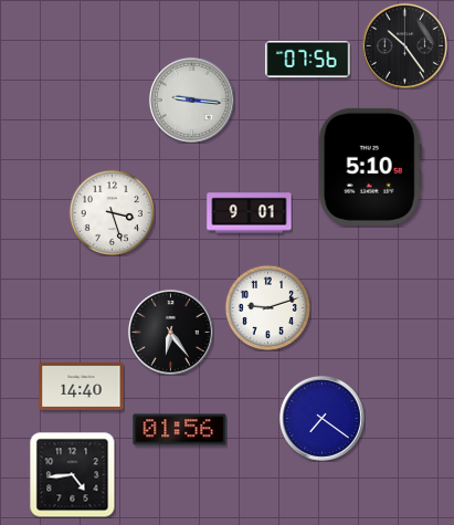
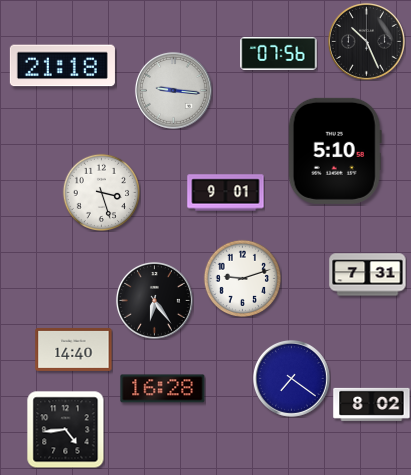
clock at (404, 45): 10:24 -> 10:26
clock at (62, 66): none -> 21:18
clock at (368, 275): none -> 7:31
clock at (180, 430): 01:56 -> 16:28
clock at (372, 404): none -> 8:02
